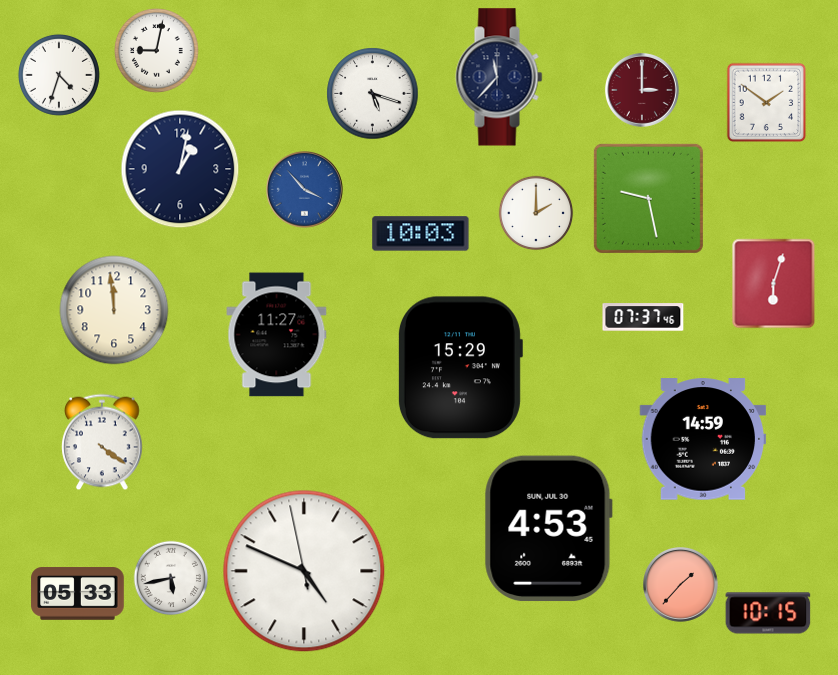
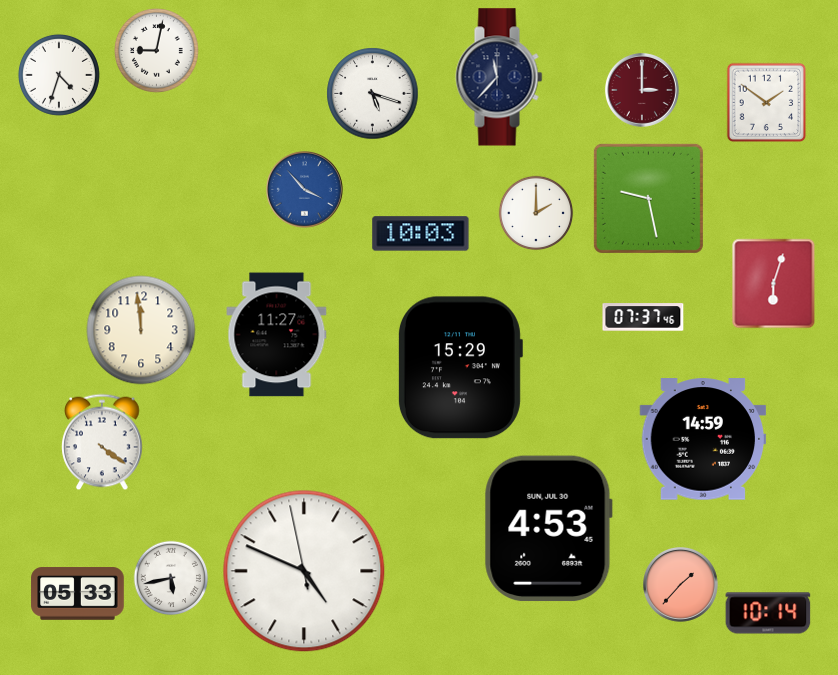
clock at (180, 169): 1:02 -> none
clock at (114, 310) position: (114, 310) -> (141, 330)
clock at (768, 613): 10:15 -> 10:14
